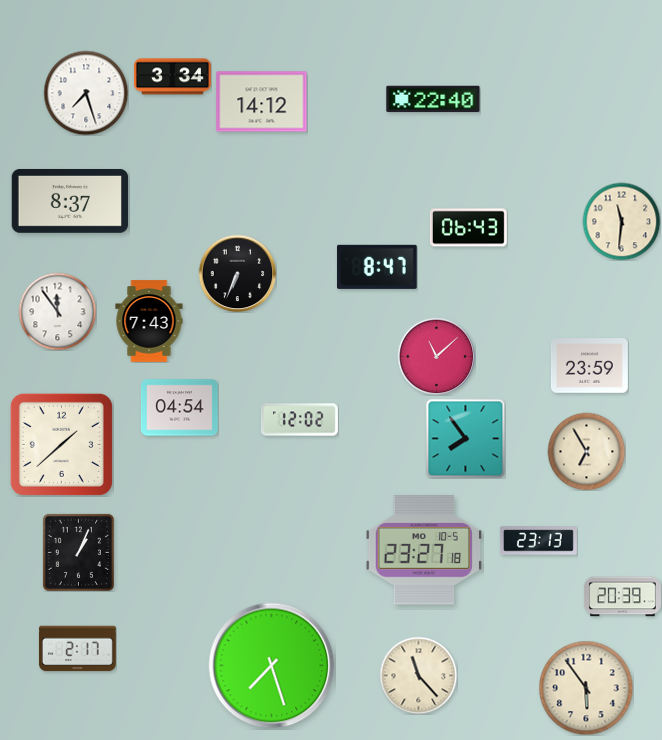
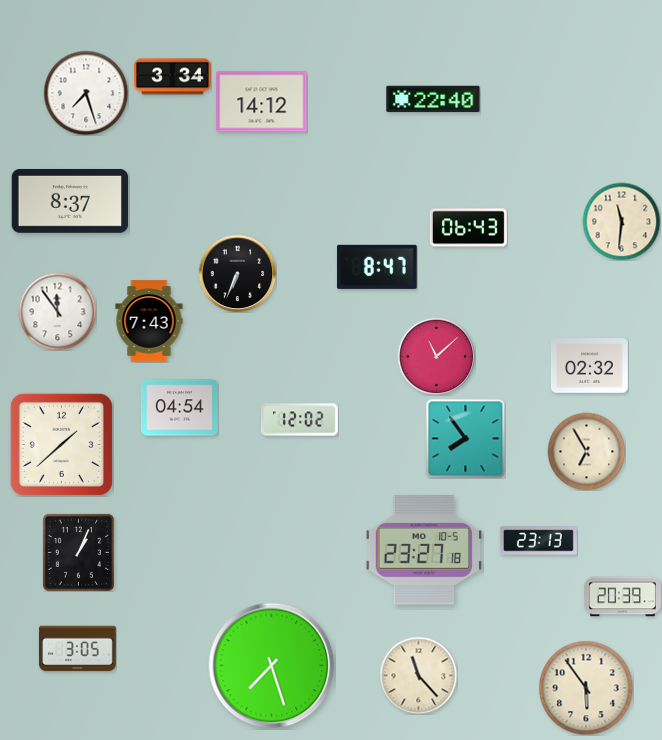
clock at (589, 366): 23:59 -> 02:32
clock at (77, 649): 2:17 -> 3:05
